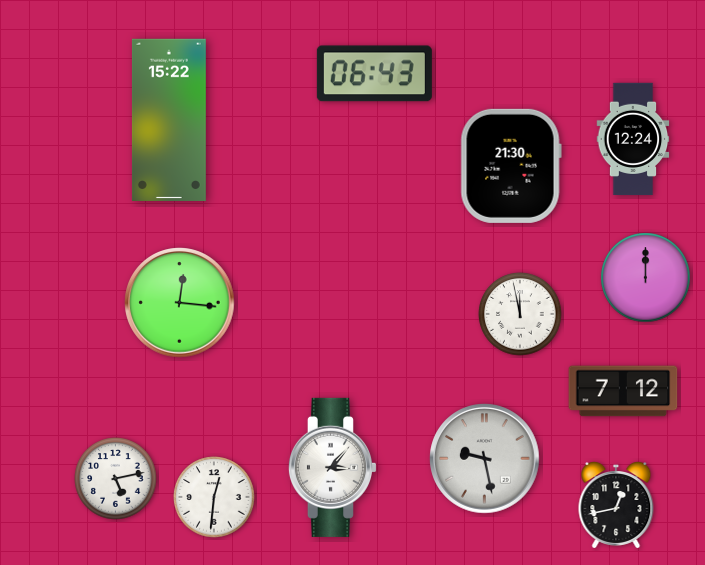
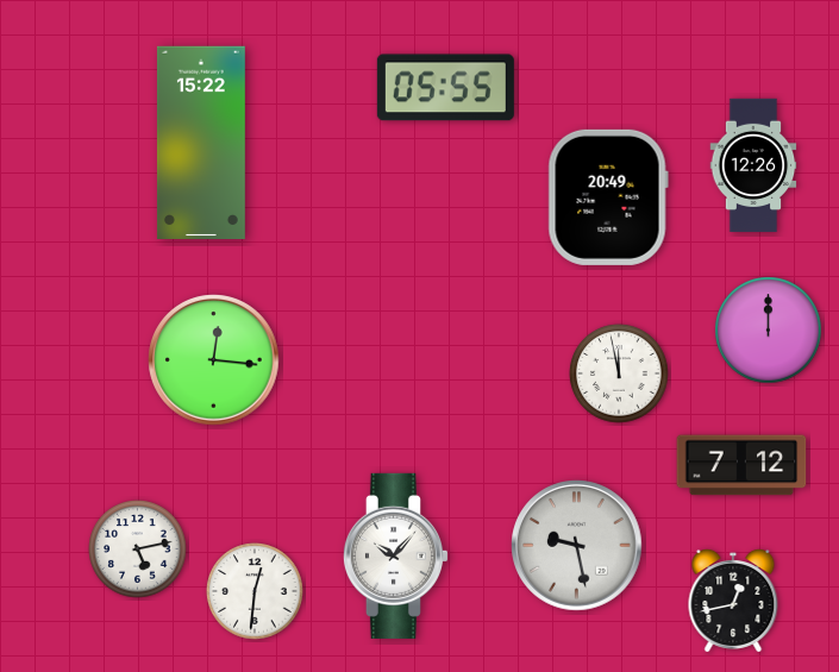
clock at (374, 74): 06:43 -> 05:55
clock at (633, 139): 12:24 -> 12:26
clock at (511, 166): 21:30 -> 20:49
clock at (332, 467): 3:07 -> 10:07
clock at (116, 479) position: (116, 479) -> (138, 549)
